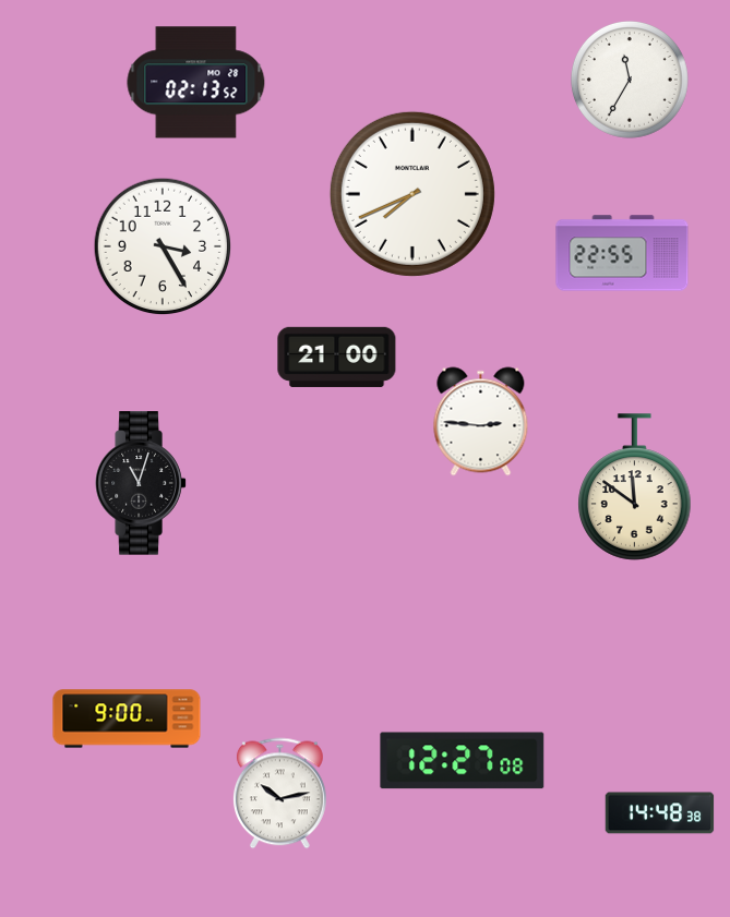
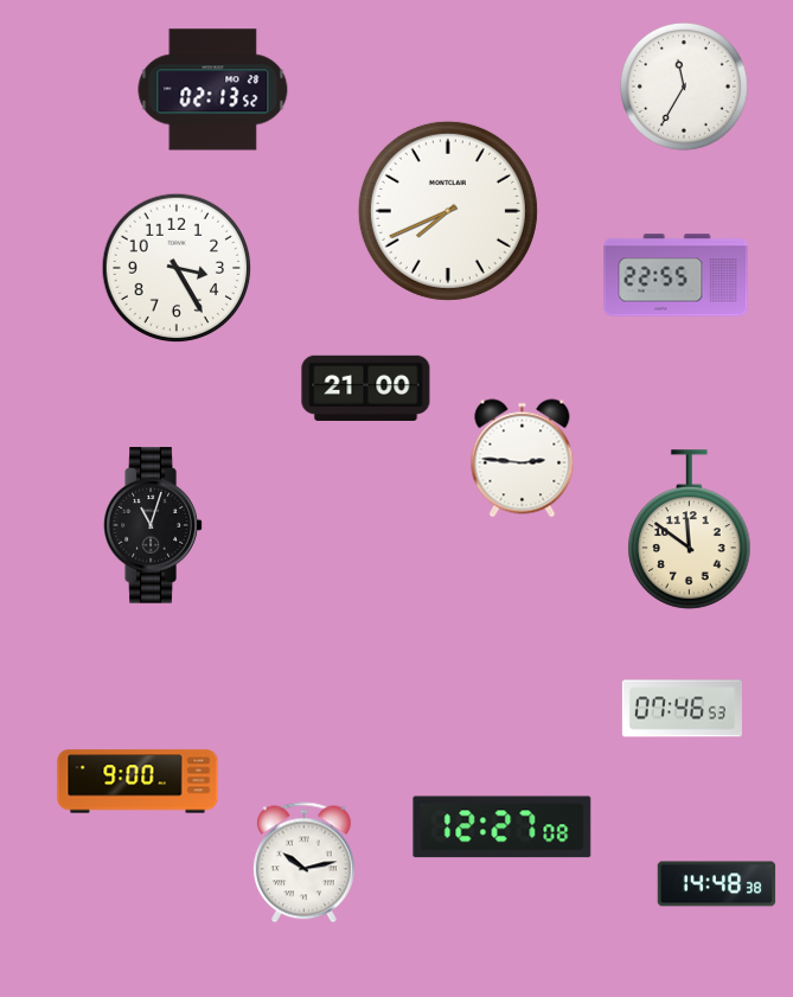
clock at (682, 709): none -> 07:46
